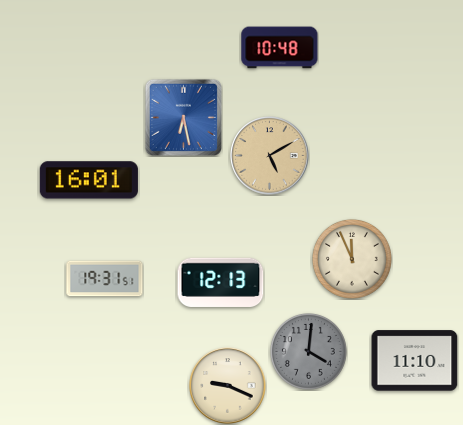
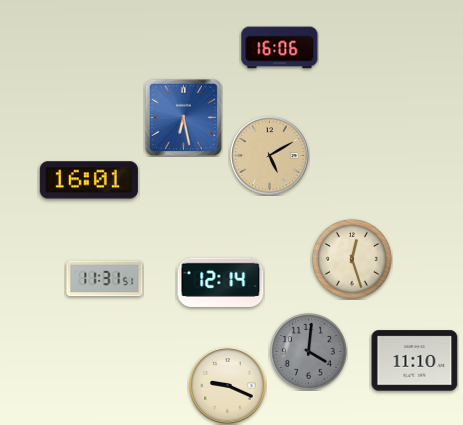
clock at (280, 48): 10:48 -> 16:06
clock at (352, 259): 11:56 -> 12:27
clock at (105, 279): 19:31 -> 11:31
clock at (221, 282): 12:13 -> 12:14
